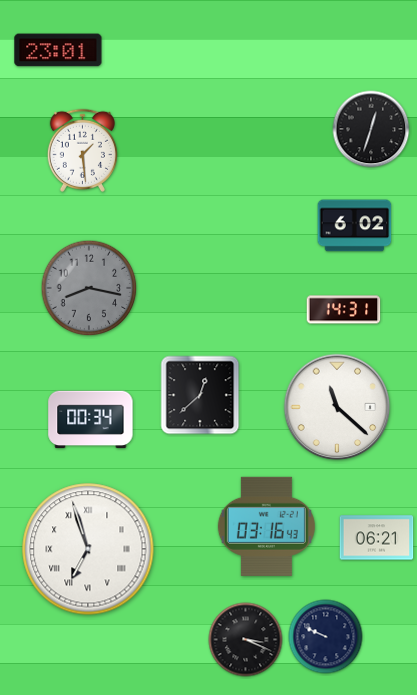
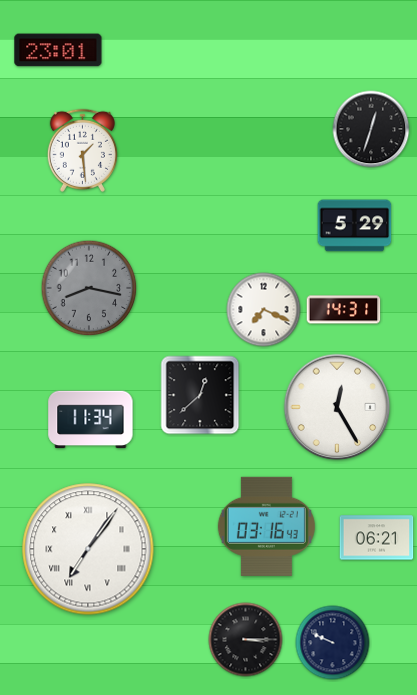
clock at (355, 226): 6:02 -> 5:29
clock at (264, 310): none -> 7:19
clock at (337, 407): 11:22 -> 12:25
clock at (91, 420): 00:34 -> 11:34
clock at (88, 549): 6:57 -> 7:06
clock at (326, 637) position: (326, 637) -> (333, 643)
clock at (246, 640): 3:19 -> 3:15
